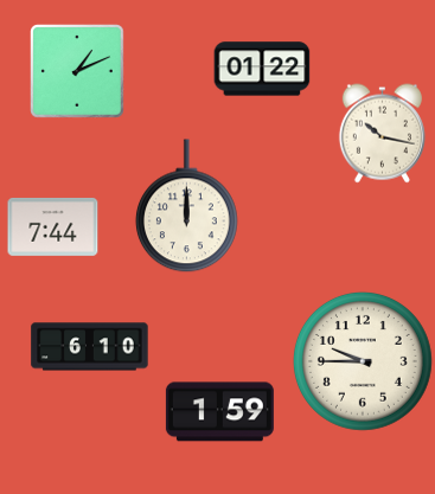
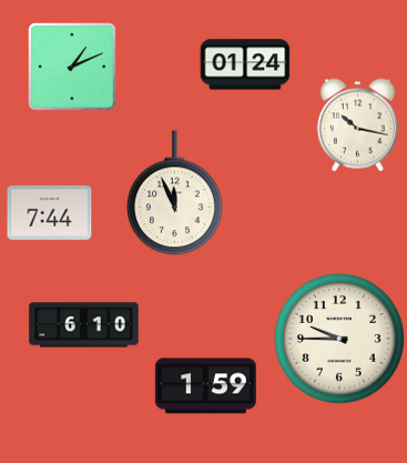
clock at (262, 69): 01:22 -> 01:24
clock at (186, 206): 12:00 -> 11:56
